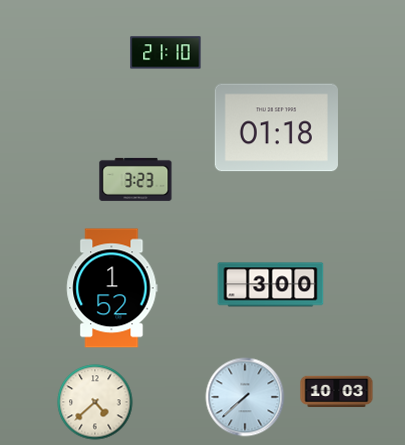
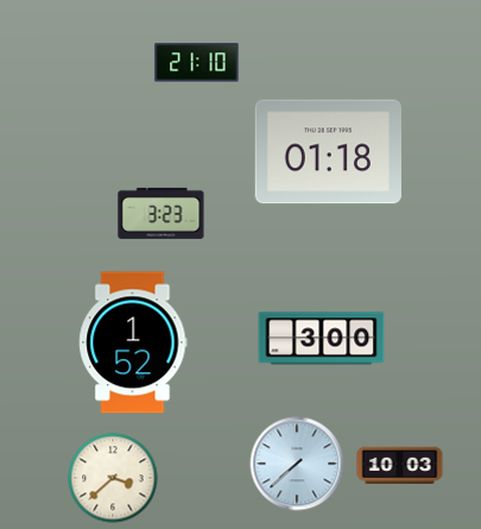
clock at (245, 397) position: (245, 397) -> (297, 464)
clock at (95, 402): 4:38 -> 3:38
